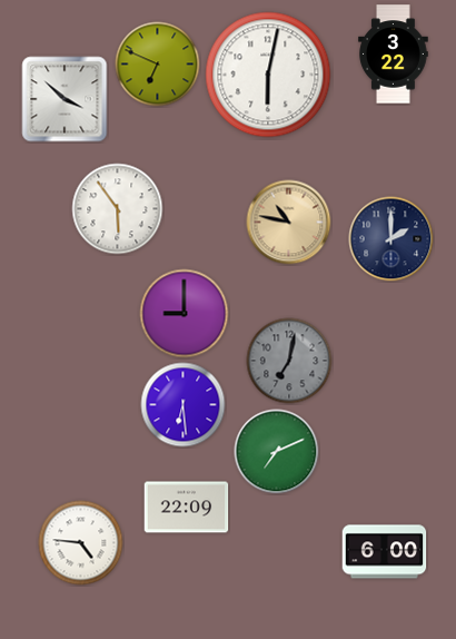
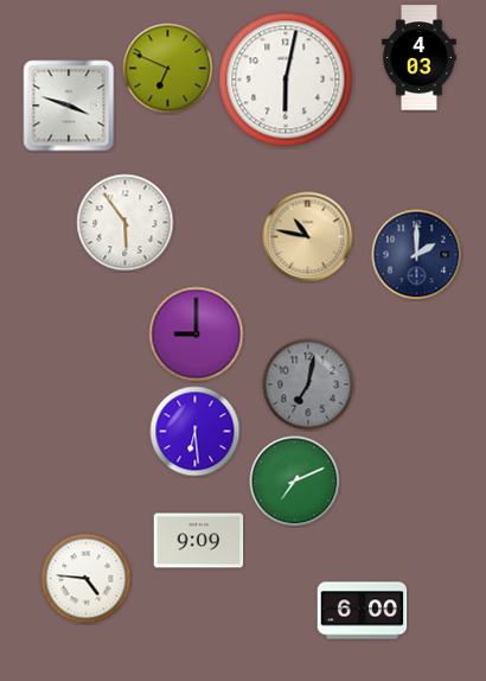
clock at (394, 55): 3:22 -> 4:03
clock at (65, 99): 3:52 -> 3:48
clock at (187, 508): 22:09 -> 9:09
clock at (385, 552) position: (385, 552) -> (363, 611)
